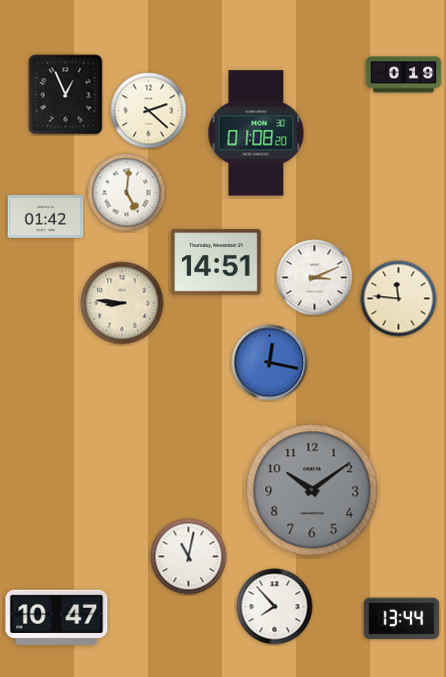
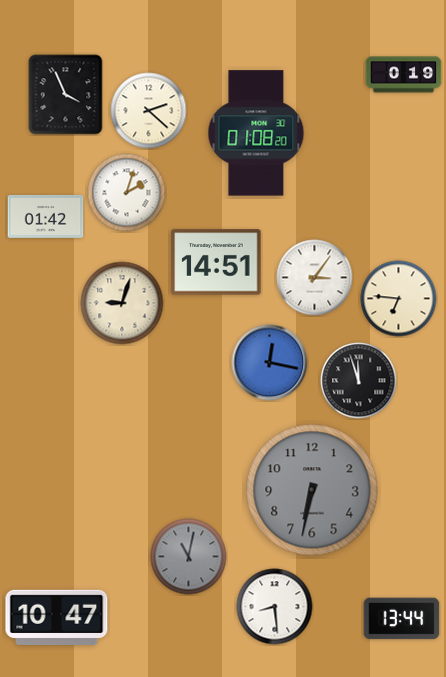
clock at (66, 95): 12:56 -> 3:56
clock at (127, 193): 5:01 -> 2:03
clock at (315, 278): 3:11 -> 3:06
clock at (399, 299): 11:46 -> 6:46
clock at (122, 303): 8:46 -> 9:03
clock at (359, 381): none -> 11:57
clock at (312, 490): 10:09 -> 6:32
clock at (189, 557) dial: white -> grey
clock at (275, 607): 7:53 -> 8:29
